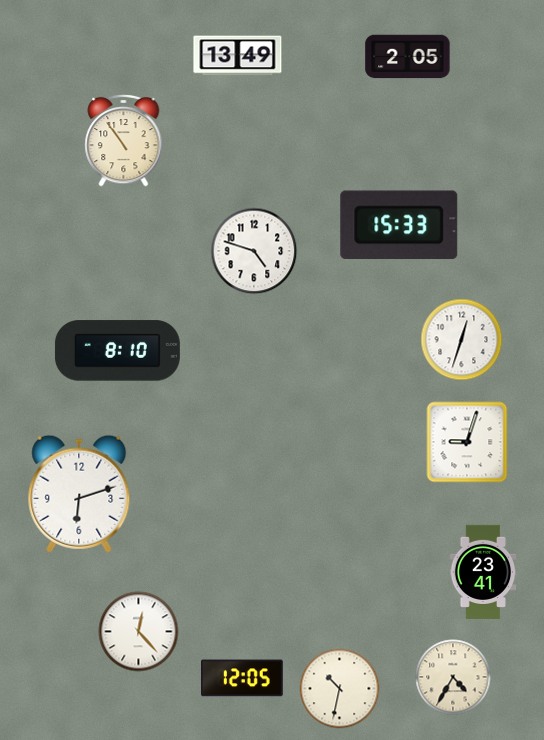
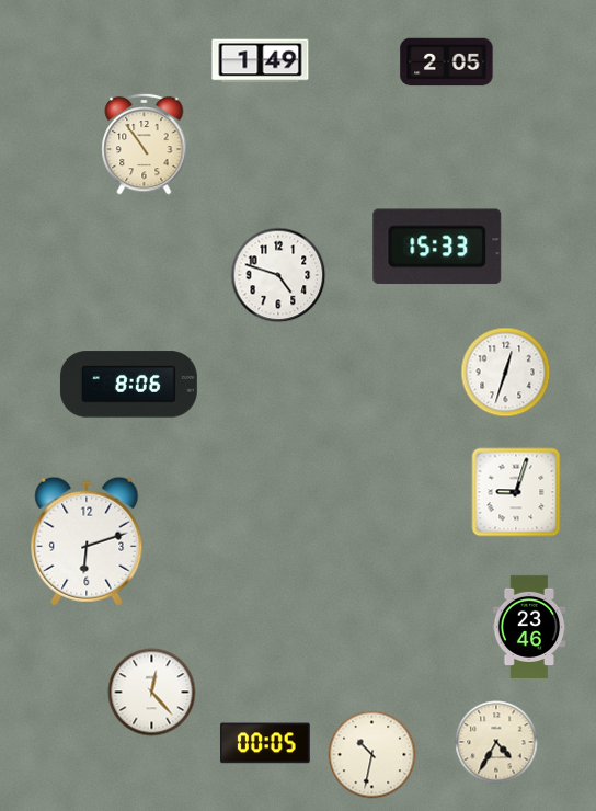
clock at (238, 56): 13:49 -> 1:49
clock at (124, 140) position: (124, 140) -> (145, 144)
clock at (117, 351): 8:10 -> 8:06
clock at (467, 442) position: (467, 442) -> (516, 492)
clock at (483, 572): 23:41 -> 23:46
clock at (243, 678): 12:05 -> 00:05
